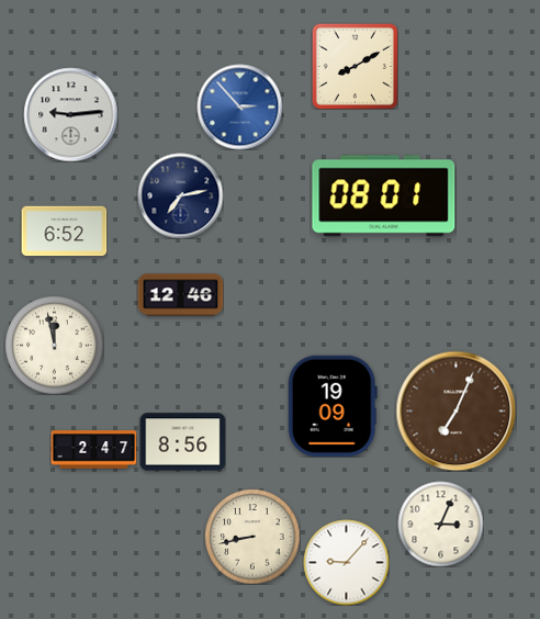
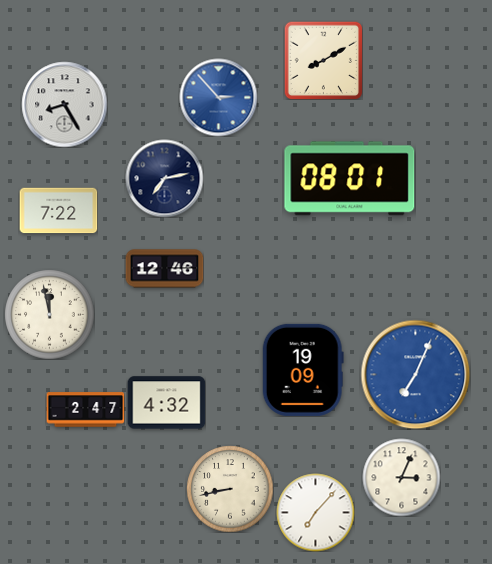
clock at (70, 114): 9:14 -> 8:25
clock at (64, 232): 6:52 -> 7:22
clock at (455, 410) dial: brown -> blue
clock at (182, 442): 8:56 -> 4:32
clock at (346, 562): 9:07 -> 7:07
